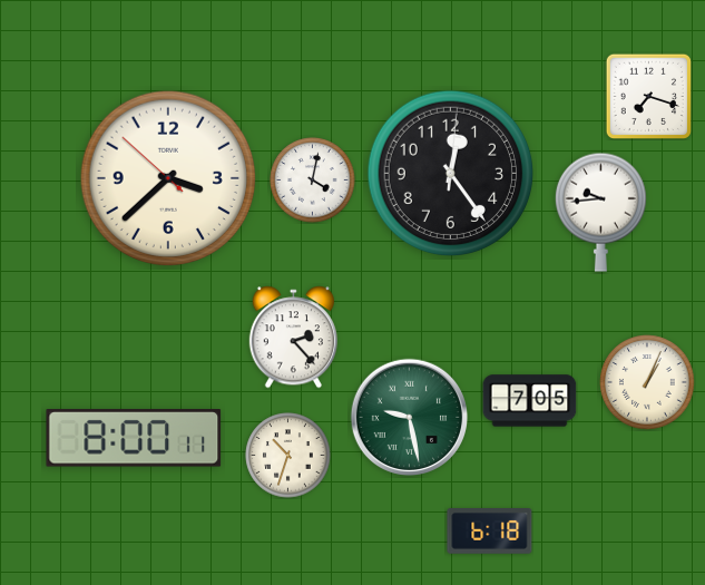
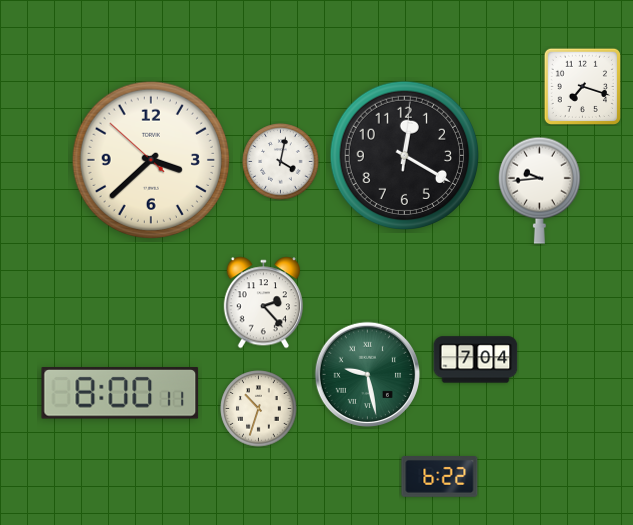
clock at (450, 173): 12:24 -> 12:20
clock at (647, 382): 1:04 -> none
clock at (530, 401): 7:05 -> 7:04
clock at (490, 532): 6:18 -> 6:22
